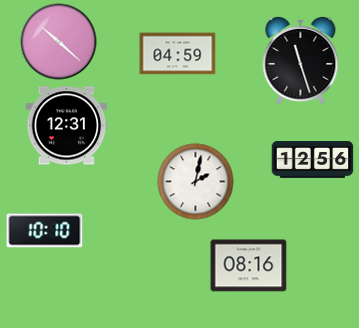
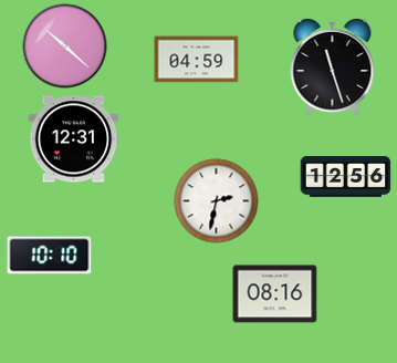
clock at (196, 182): 2:02 -> 2:32
